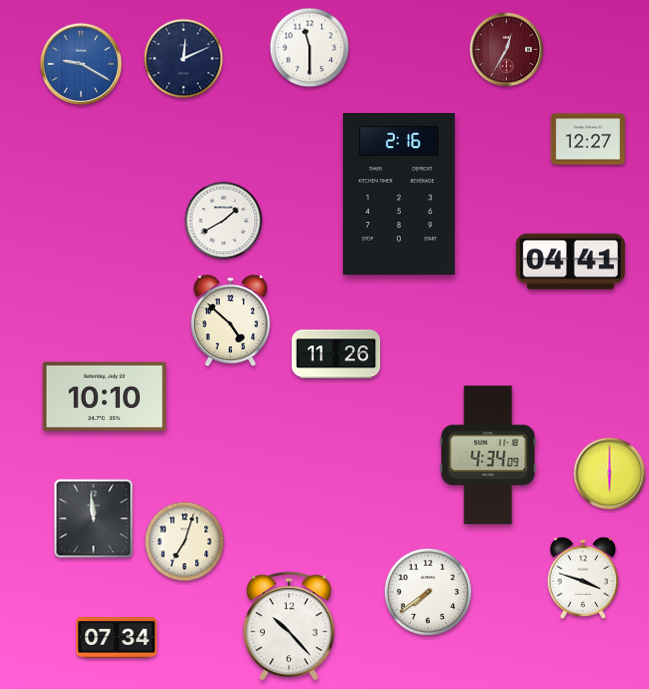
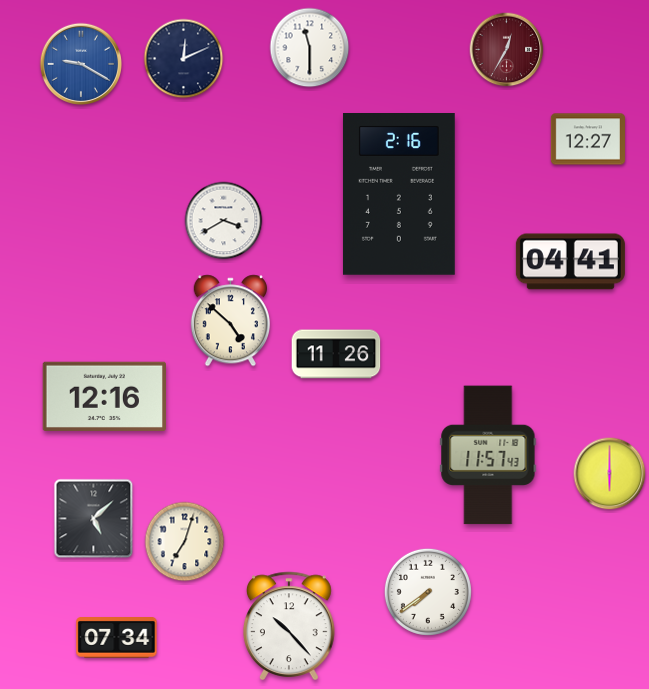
clock at (224, 221): 1:40 -> 3:40
clock at (104, 396): 10:10 -> 12:16
clock at (488, 455): 4:34 -> 11:57
clock at (94, 519): 11:59 -> 5:08
clock at (583, 578): 3:48 -> none
